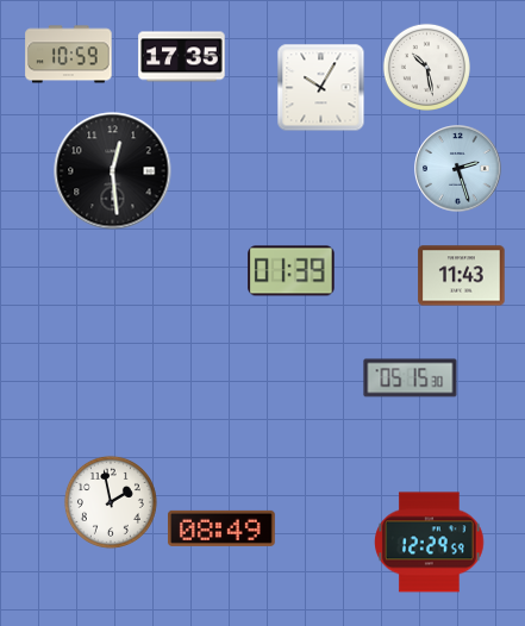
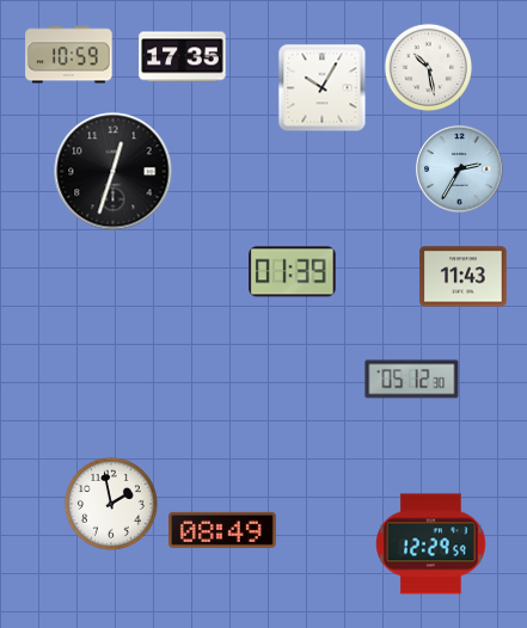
clock at (458, 169): 2:27 -> 2:35
clock at (113, 171): 12:29 -> 12:33
clock at (411, 378): 05:15 -> 05:12
